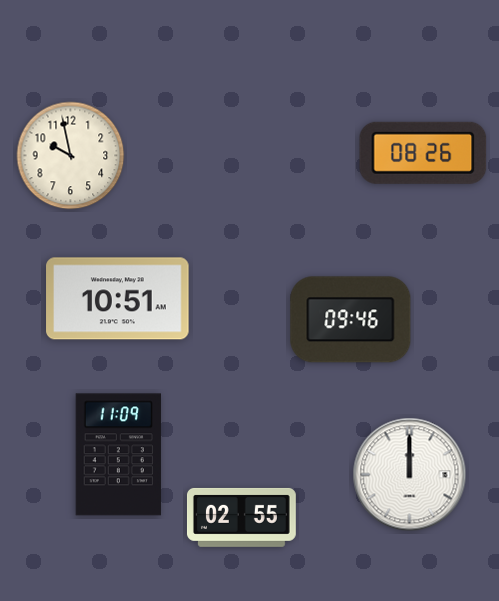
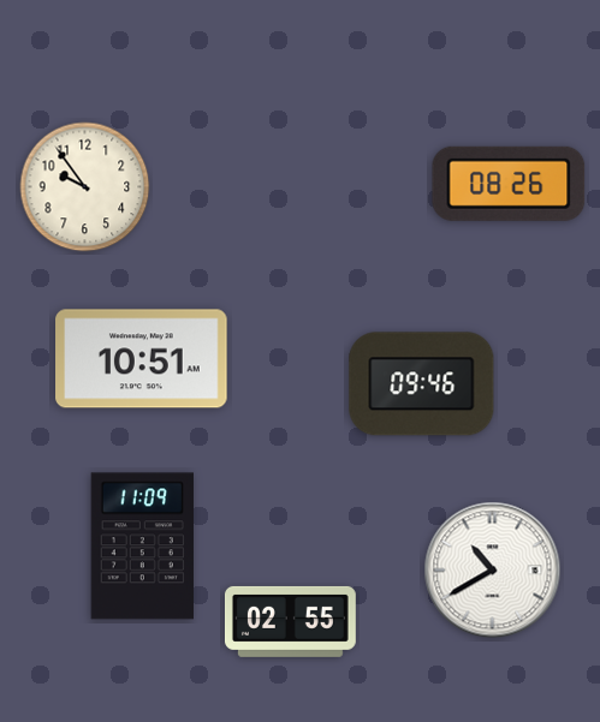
clock at (71, 156): 9:58 -> 9:54
clock at (410, 475): 12:00 -> 10:40
